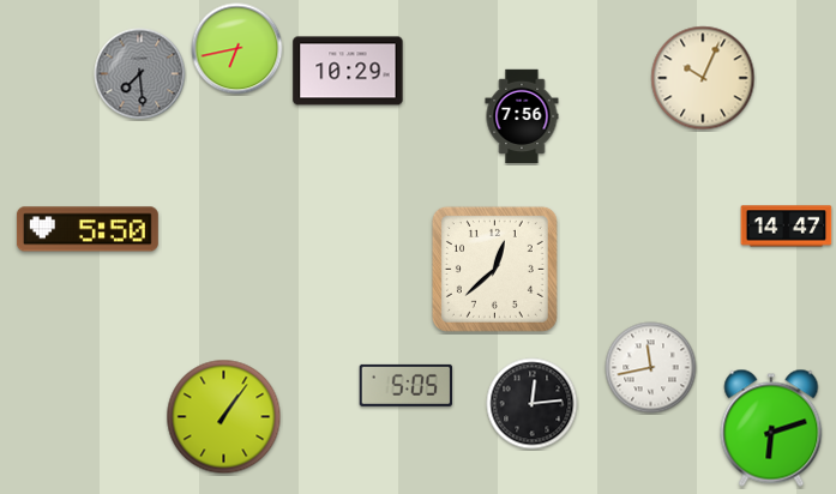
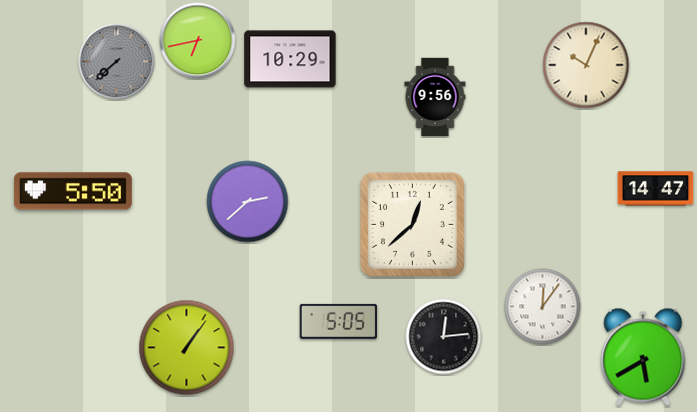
clock at (140, 74): 7:29 -> 7:38
clock at (522, 116): 7:56 -> 9:56
clock at (248, 202): none -> 2:38
clock at (651, 368): 11:43 -> 12:06
clock at (771, 428): 6:12 -> 5:40
